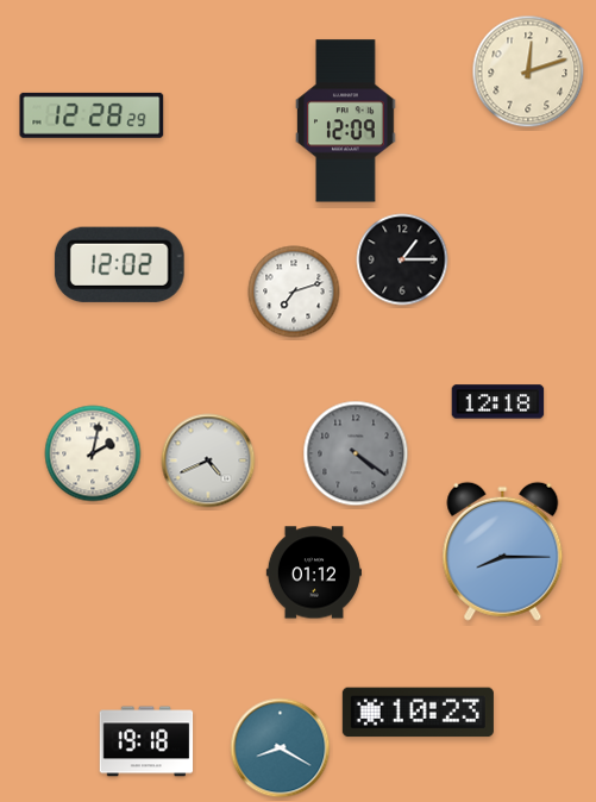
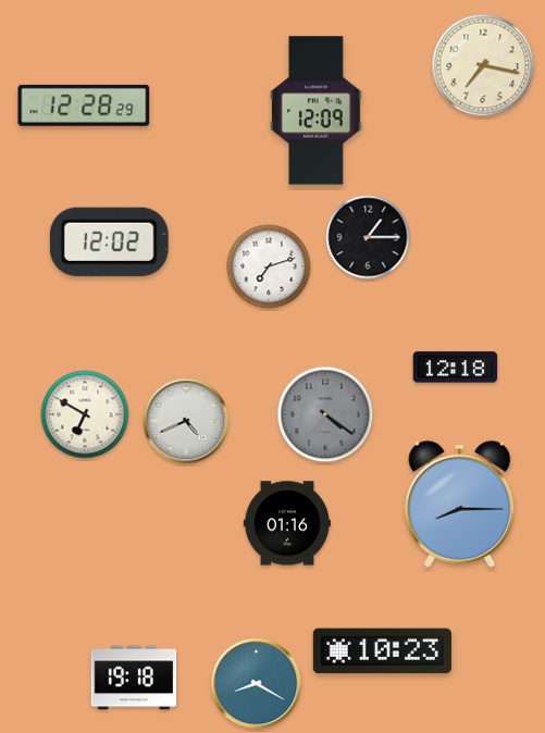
clock at (528, 71): 12:12 -> 7:17
clock at (93, 453): 2:02 -> 6:50
clock at (208, 460) position: (208, 460) -> (186, 421)
clock at (314, 572): 01:12 -> 01:16
